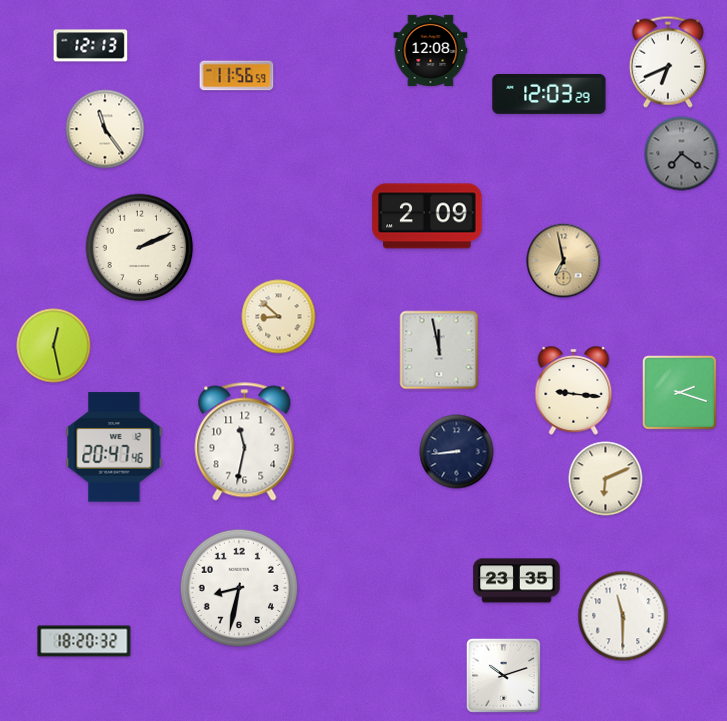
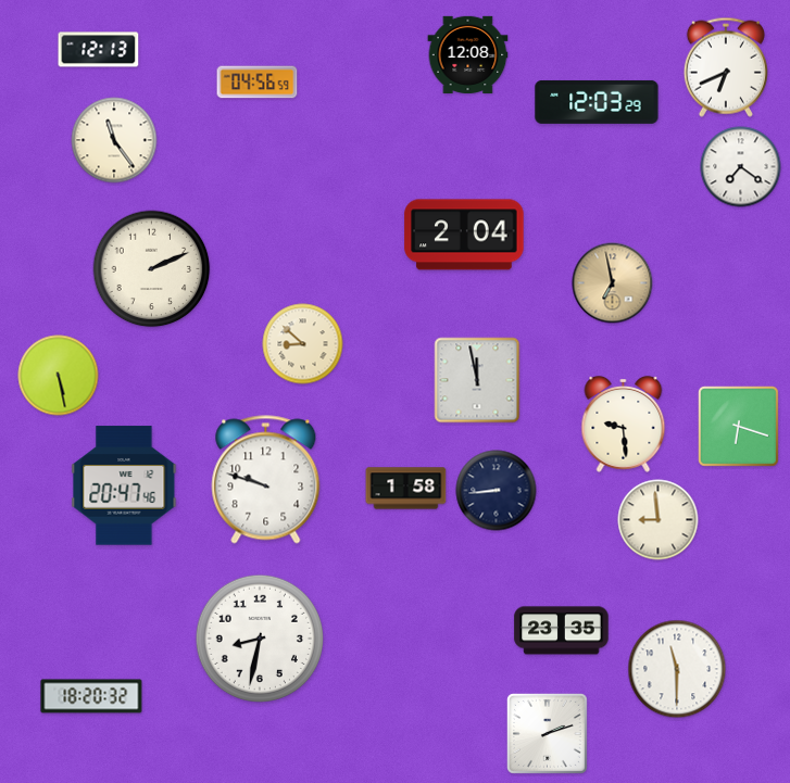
clock at (237, 76): 11:56 -> 04:56
clock at (682, 154) dial: grey -> white
clock at (427, 216): 2:09 -> 2:04
clock at (54, 346): 12:28 -> 5:28
clock at (574, 390): 9:16 -> 9:29
clock at (679, 392): 2:18 -> 6:18
clock at (245, 442): 11:32 -> 9:48
clock at (406, 489): none -> 1:58
clock at (606, 479): 6:11 -> 8:59
clock at (503, 675): 10:12 -> 2:12
